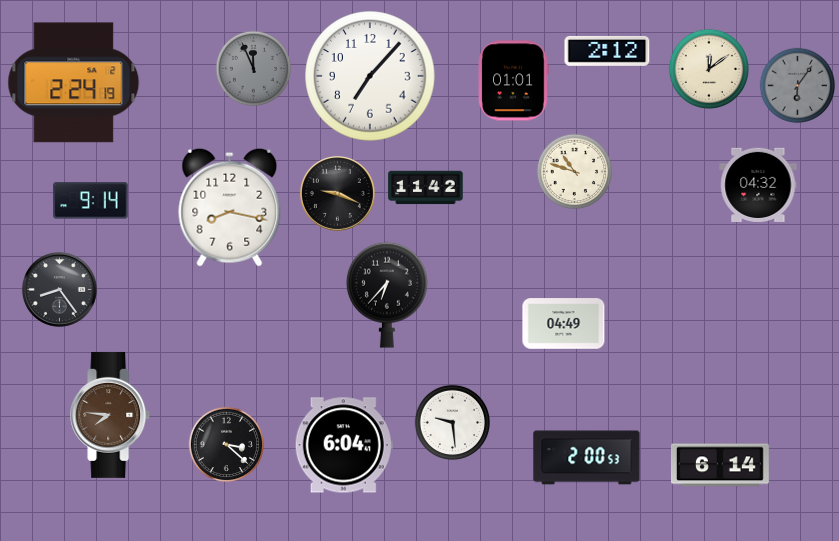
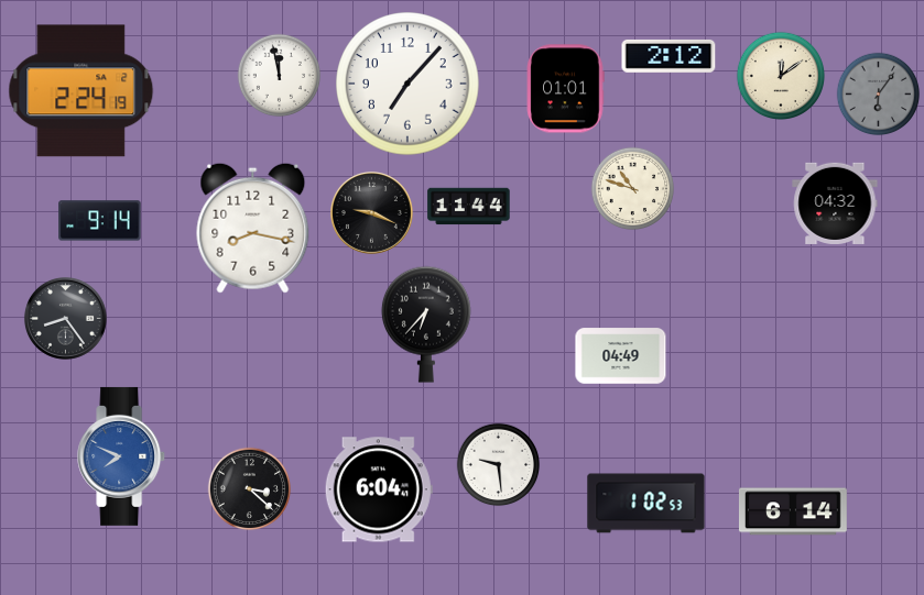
clock at (254, 69): 11:56 -> 11:58
clock at (254, 69) dial: grey -> white
clock at (426, 188): 11:42 -> 11:44
clock at (111, 415): 7:46 -> 7:49
clock at (111, 415) dial: brown -> blue
clock at (587, 458): 2:00 -> 1:02
